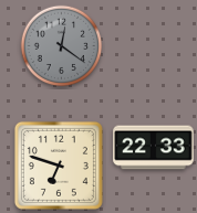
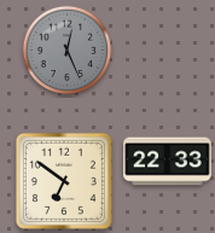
clock at (62, 46): 12:21 -> 12:26
clock at (59, 166): 6:48 -> 6:51
